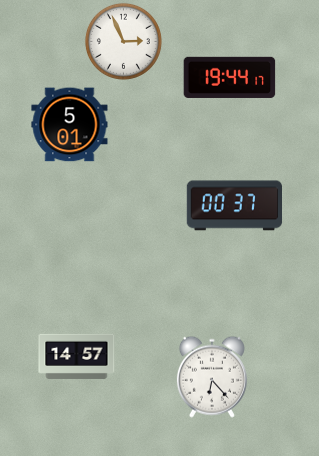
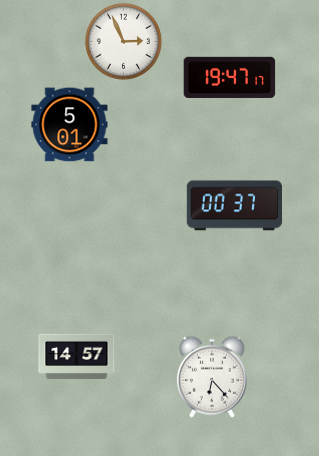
clock at (230, 77): 19:44 -> 19:47
